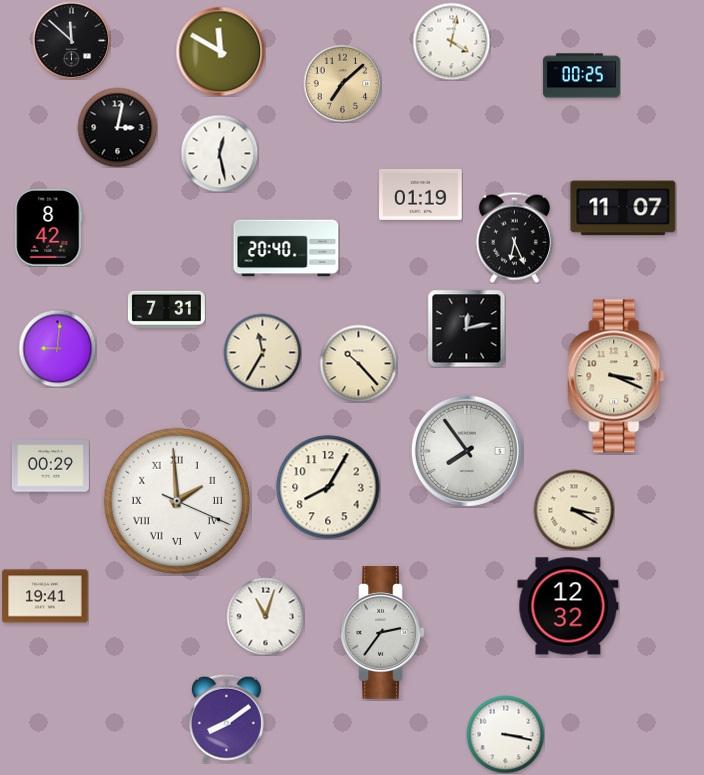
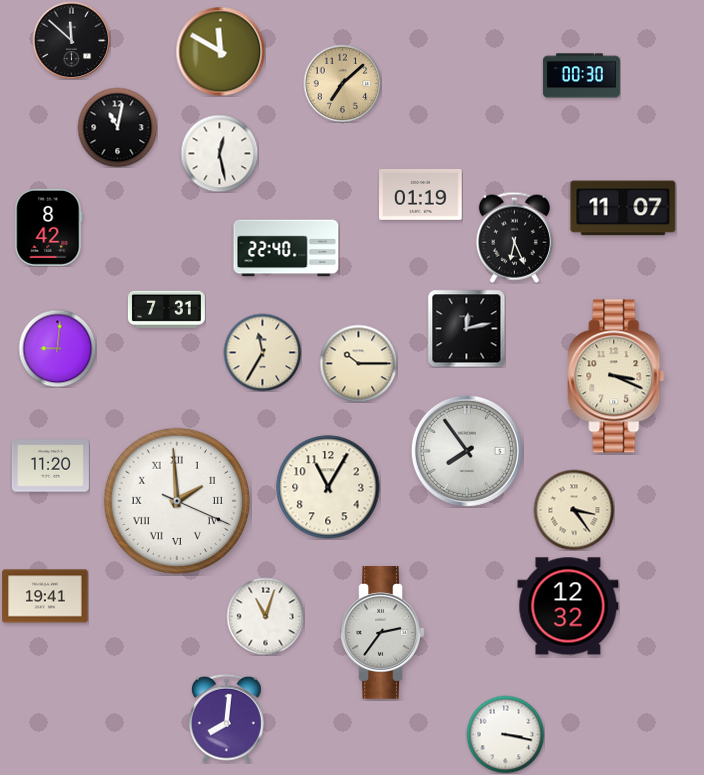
clock at (451, 41): 4:02 -> none
clock at (581, 76): 00:25 -> 00:30
clock at (117, 127): 3:02 -> 11:02
clock at (286, 248): 20:40 -> 22:40
clock at (358, 363): 10:23 -> 10:15
clock at (50, 466): 00:29 -> 11:20
clock at (328, 487): 8:05 -> 11:05
clock at (574, 510): 3:20 -> 3:24
clock at (227, 718): 8:09 -> 8:01
